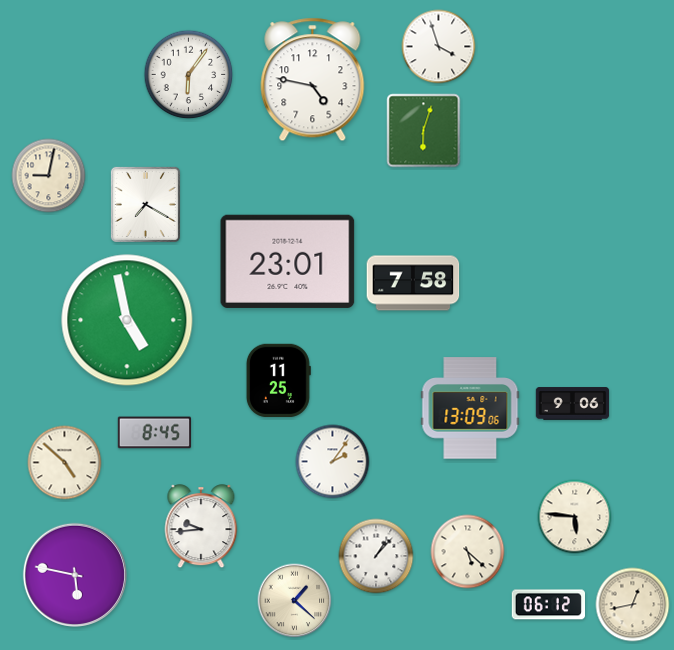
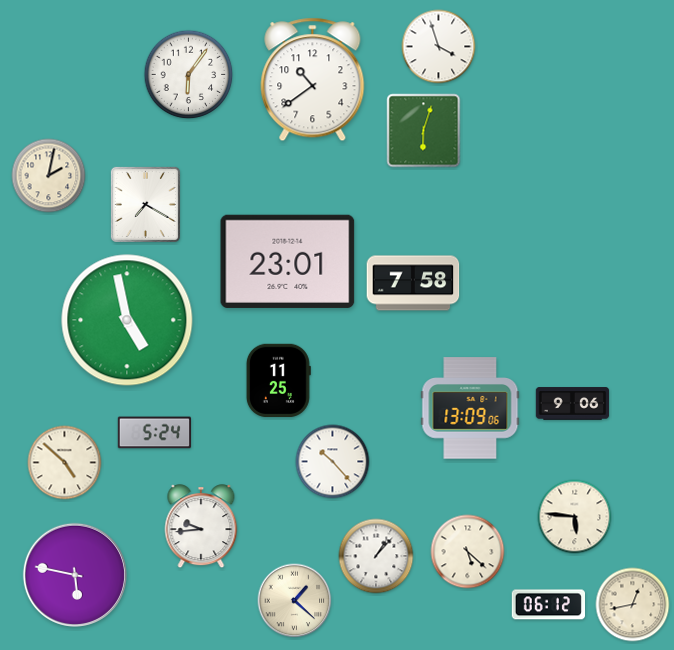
clock at (313, 80): 4:47 -> 10:39
clock at (49, 176): 9:02 -> 2:02
clock at (155, 433): 8:45 -> 5:24
clock at (333, 462): 2:06 -> 10:23
